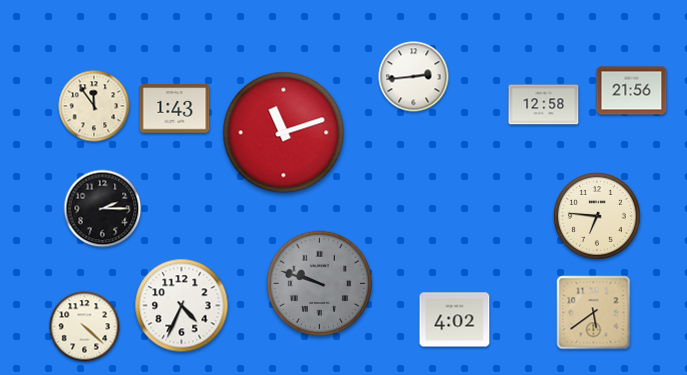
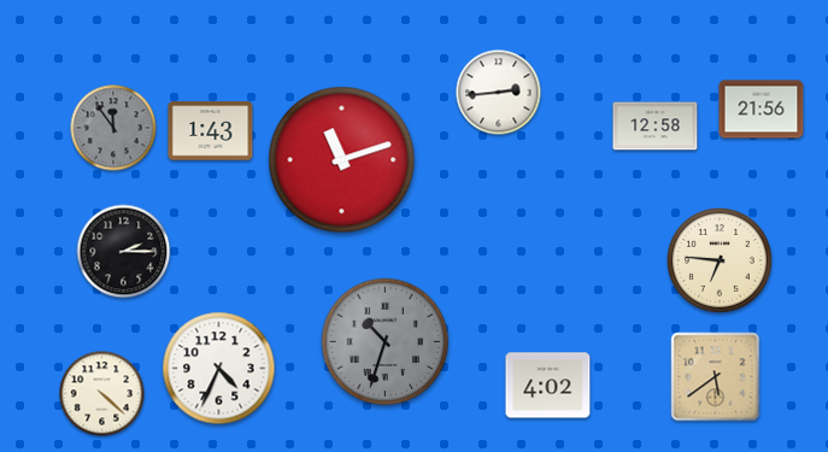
clock at (94, 106) dial: cream -> grey
clock at (320, 284): 9:48 -> 10:33
